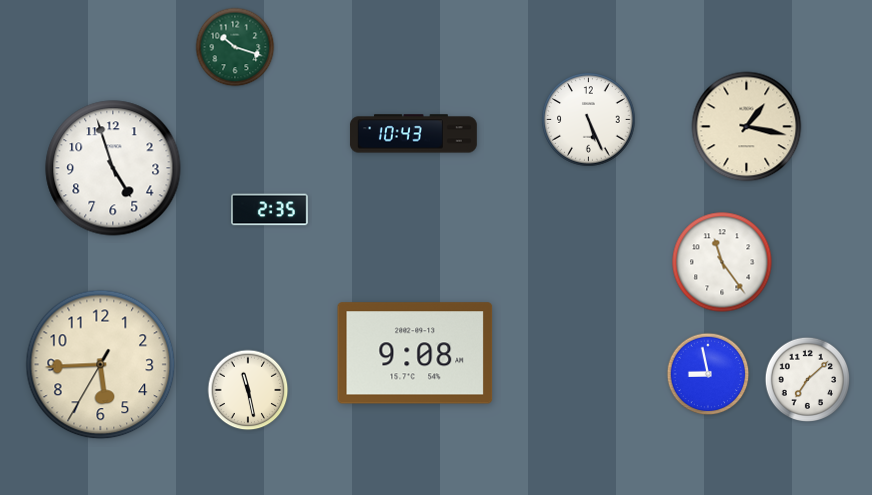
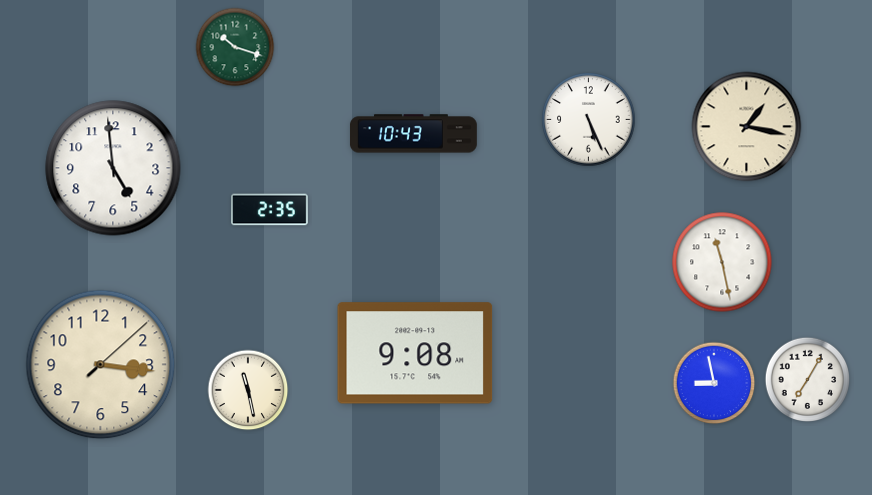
clock at (113, 168): 4:57 -> 4:59
clock at (722, 262): 11:24 -> 11:28
clock at (101, 365): 5:44 -> 3:16
clock at (708, 374) position: (708, 374) -> (714, 383)
clock at (807, 379): 7:08 -> 7:05
